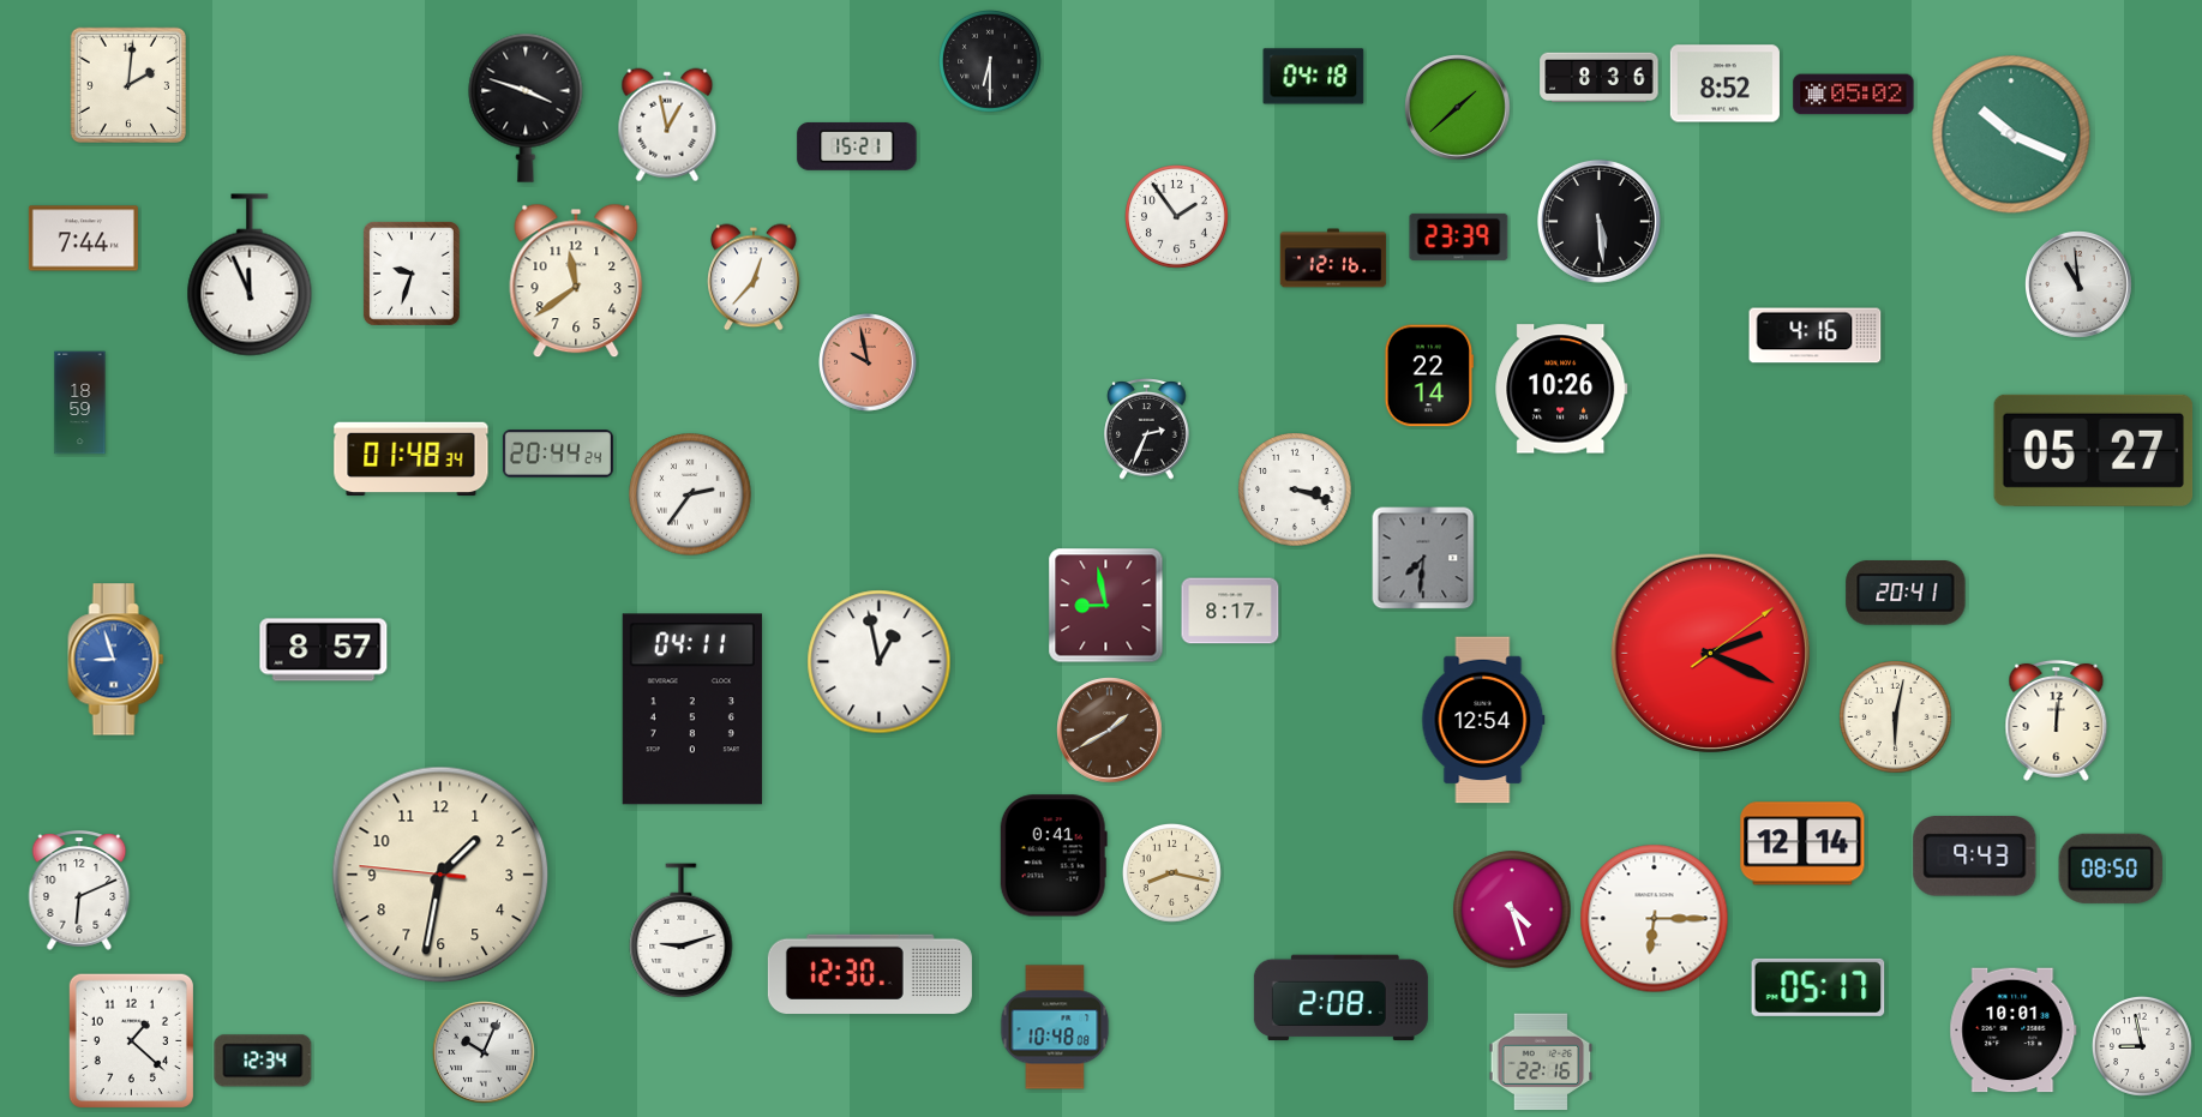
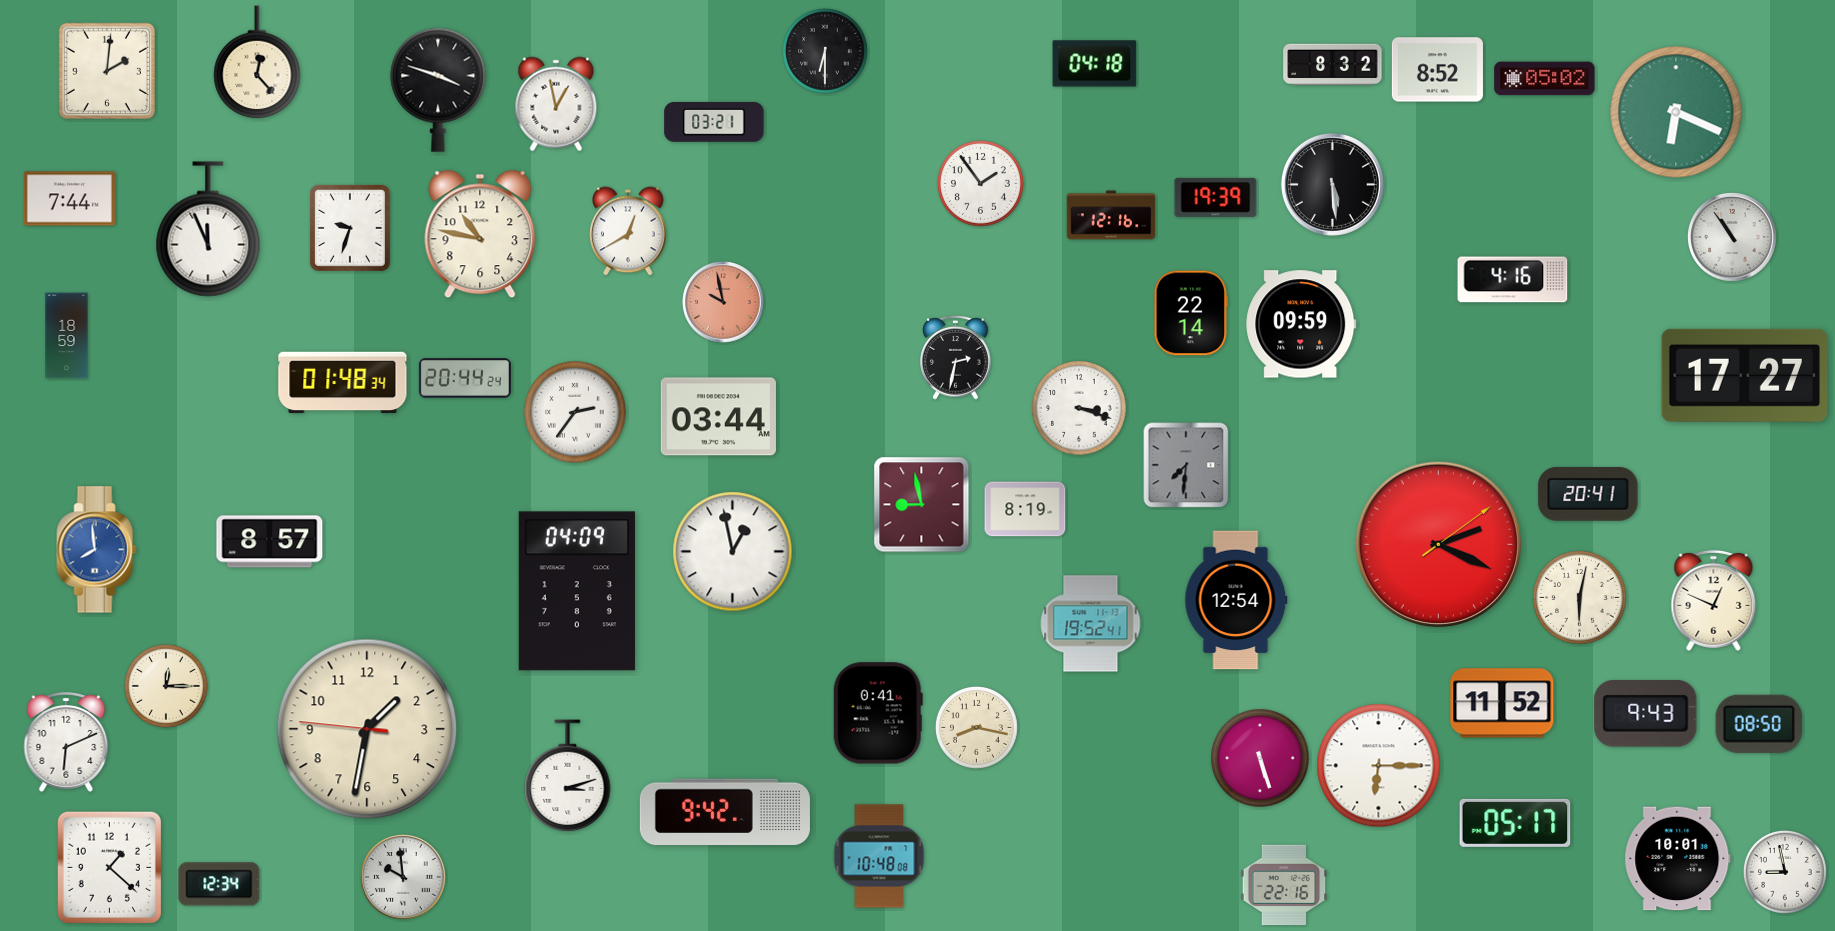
clock at (257, 63): none -> 12:23
clock at (1600, 78): 8:36 -> 8:32
clock at (1458, 108): 1:38 -> none
clock at (2011, 134): 10:19 -> 6:19
clock at (857, 146): 15:21 -> 03:21
clock at (1177, 217) position: (1177, 217) -> (981, 184)
clock at (1459, 236): 23:39 -> 19:39
clock at (412, 274) position: (412, 274) -> (350, 228)
clock at (754, 277): 12:37 -> 12:40
clock at (576, 281): 11:39 -> 10:47
clock at (2078, 284): 10:59 -> 10:54
clock at (1561, 389): 10:26 -> 09:59
clock at (1147, 430): 2:34 -> 2:32
clock at (2094, 450): 05:27 -> 17:27
clock at (718, 417): none -> 03:44
clock at (1230, 611): 8:17 -> 8:19
clock at (1711, 654) position: (1711, 654) -> (1439, 545)
clock at (116, 660): 8:57 -> 7:59
clock at (692, 709): 04:11 -> 04:09
clock at (2057, 720): 12:01 -> 12:49
clock at (1110, 731): 1:40 -> none
clock at (1091, 624): none -> 19:52
clock at (167, 686): none -> 12:15
clock at (1802, 843): 12:14 -> 11:52
clock at (1512, 909): 4:27 -> 5:27
clock at (682, 931): 9:12 -> 3:12
clock at (870, 974): 12:30 -> 9:42
clock at (1340, 998): 2:08 -> none
clock at (484, 1052): 10:04 -> 9:59
